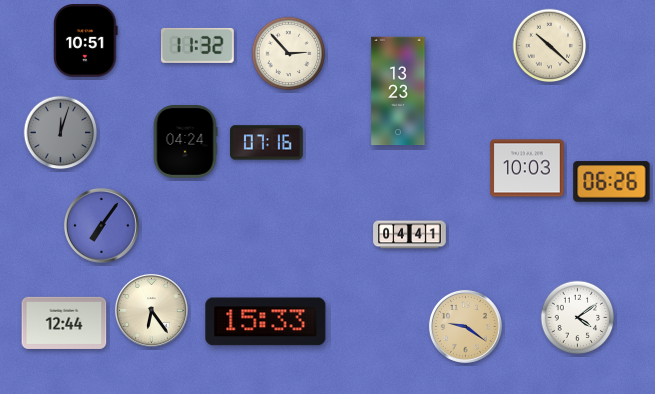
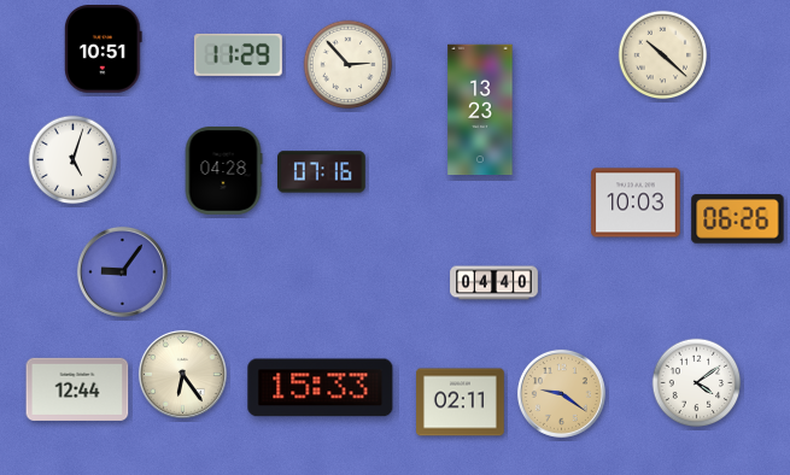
clock at (198, 45): 11:32 -> 11:29
clock at (61, 133): 12:03 -> 5:03
clock at (61, 133) dial: grey -> white
clock at (185, 142): 04:24 -> 04:28
clock at (101, 225): 7:06 -> 9:06
clock at (410, 235): 04:41 -> 04:40
clock at (461, 403): none -> 02:11
